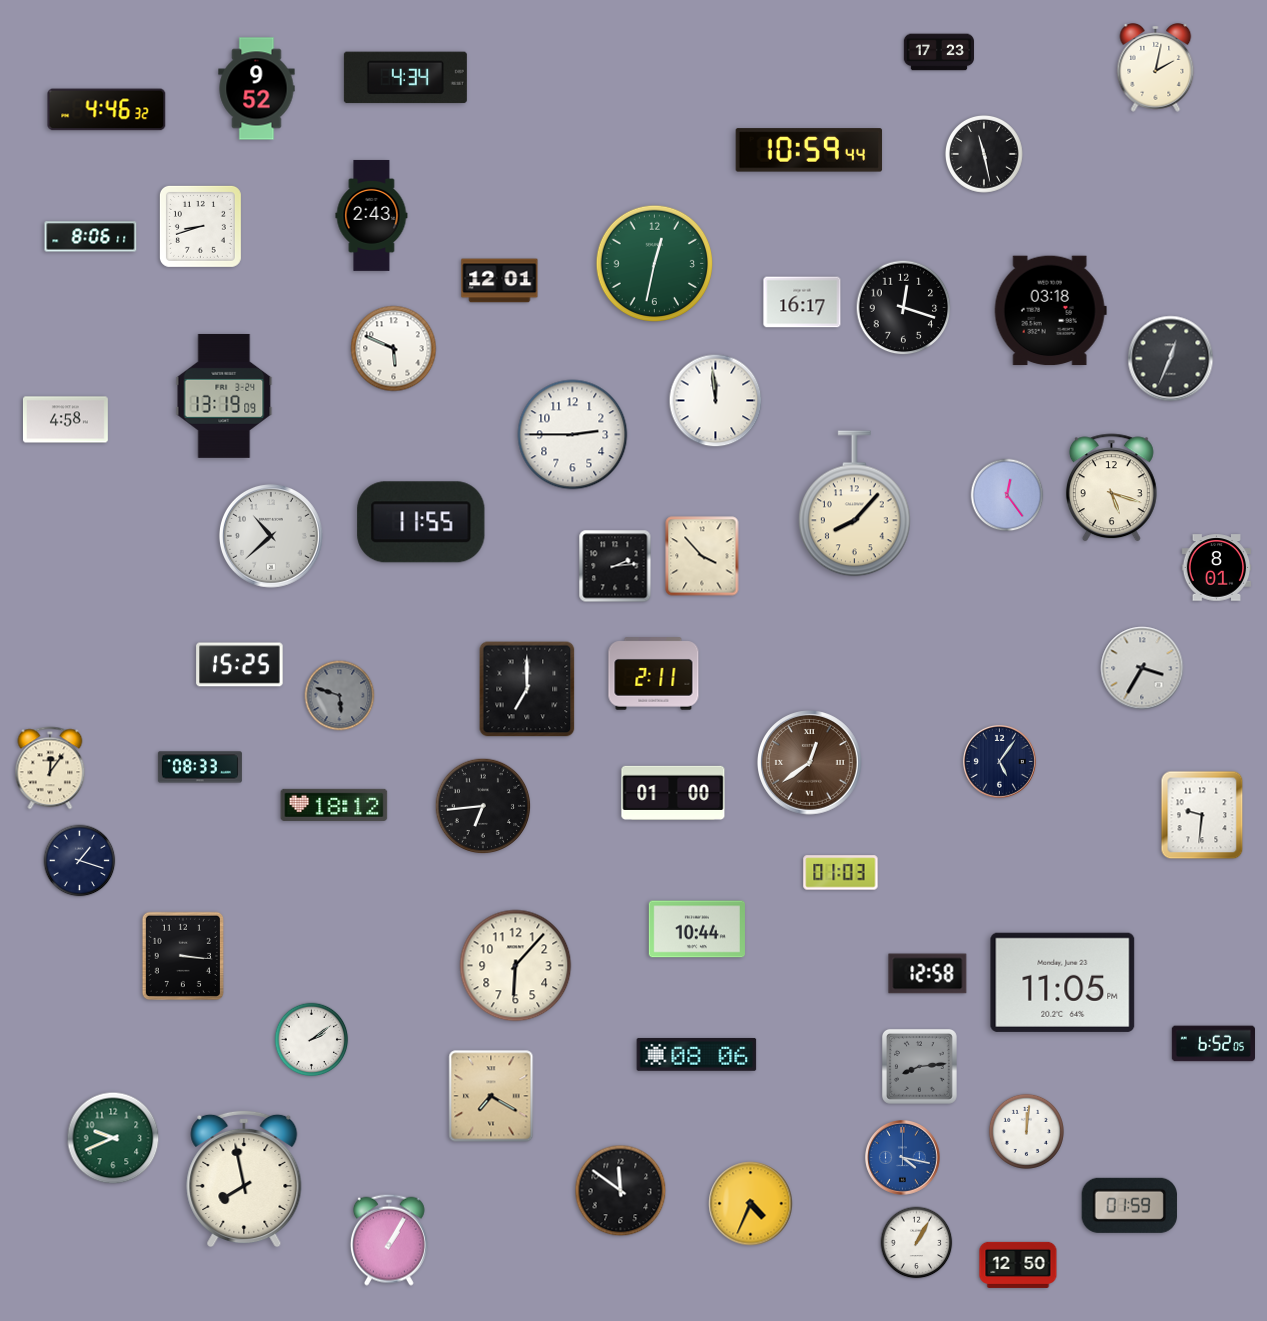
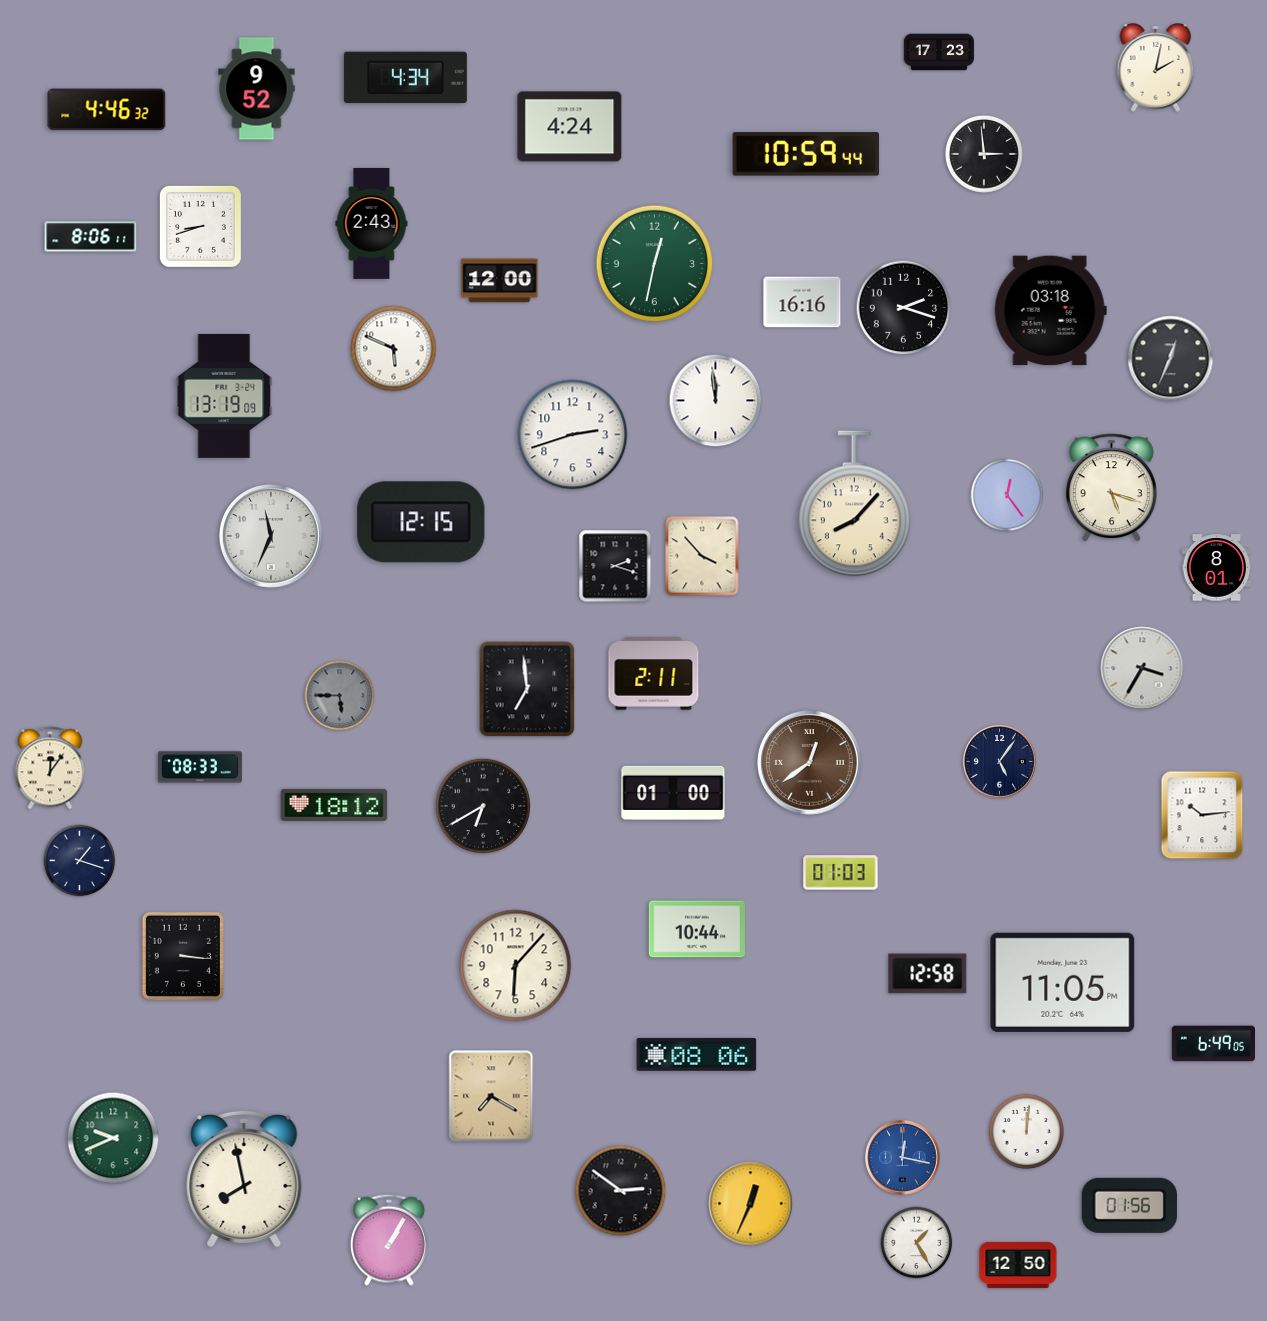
clock at (570, 127): none -> 4:24
clock at (809, 150) position: (809, 150) -> (806, 154)
clock at (984, 154): 11:28 -> 2:59
clock at (372, 215) position: (372, 215) -> (372, 223)
clock at (500, 281): 12:01 -> 12:00
clock at (802, 302): 16:17 -> 16:16
clock at (904, 308): 12:18 -> 2:18
clock at (65, 420): 4:58 -> none
clock at (573, 435): 2:45 -> 2:42
clock at (421, 522): 11:55 -> 12:15
clock at (271, 536): 10:38 -> 11:34
clock at (615, 566): 2:14 -> 2:18
clock at (240, 665): 15:25 -> none
clock at (527, 689): 7:00 -> 6:59
clock at (340, 696): 5:48 -> 5:45
clock at (483, 806): 6:44 -> 6:40
clock at (1202, 815): 9:31 -> 10:14
clock at (312, 1040): 2:09 -> none
clock at (1213, 1044): 6:52 -> 6:49
clock at (919, 1066): 8:14 -> none
clock at (903, 1158): 4:17 -> 12:17
clock at (621, 1191): 11:51 -> 2:51
clock at (751, 1204): 4:34 -> 12:34
clock at (1129, 1205): 01:59 -> 01:56
clock at (917, 1243): 1:05 -> 1:25
